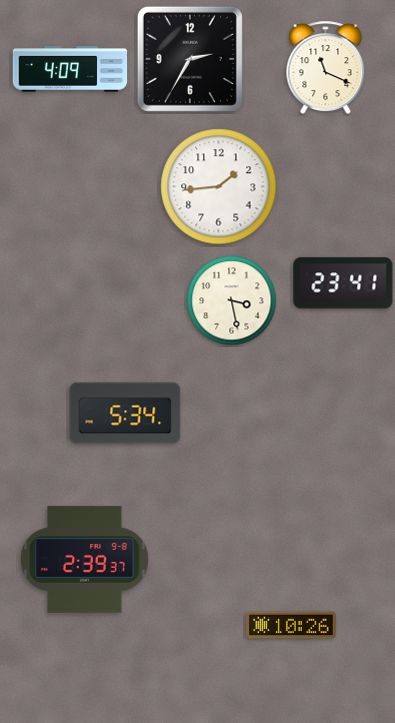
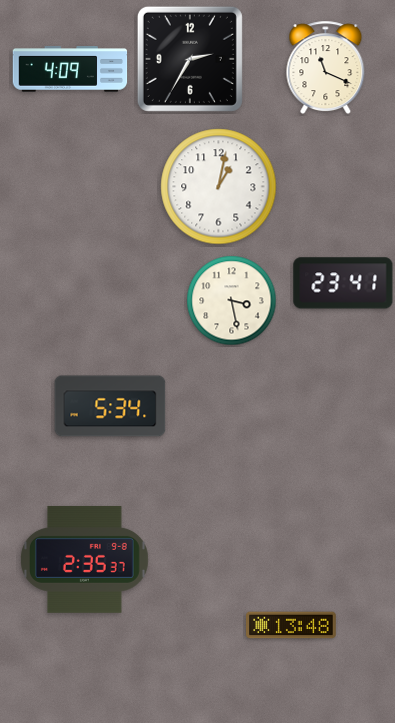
clock at (219, 187): 1:44 -> 1:02
clock at (125, 413) position: (125, 413) -> (110, 406)
clock at (84, 559): 2:39 -> 2:35
clock at (291, 625): 10:26 -> 13:48
